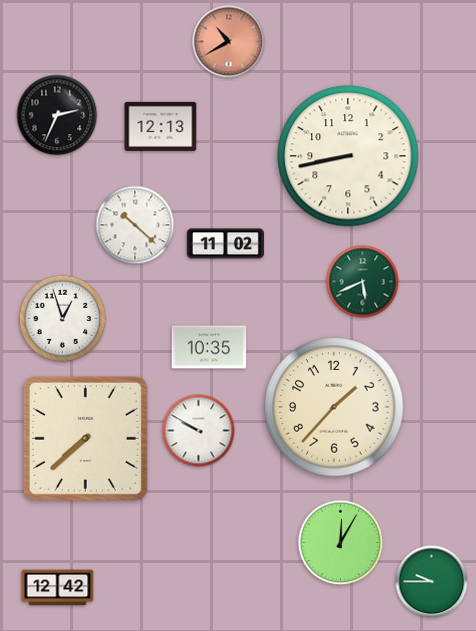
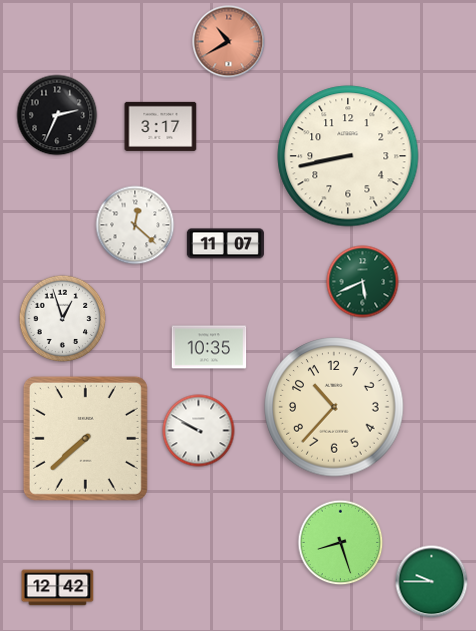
clock at (161, 126): 12:13 -> 3:17
clock at (135, 225): 10:22 -> 12:22
clock at (225, 244): 11:02 -> 11:07
clock at (334, 407): 1:37 -> 10:37
clock at (341, 543): 12:05 -> 8:27
